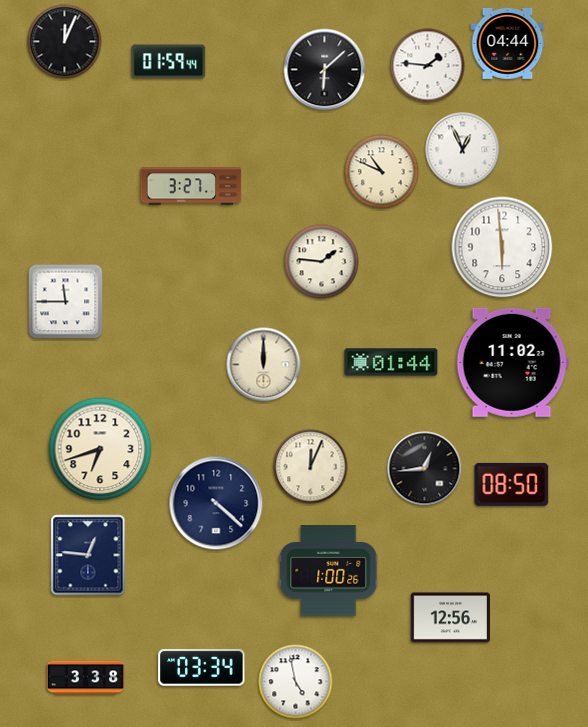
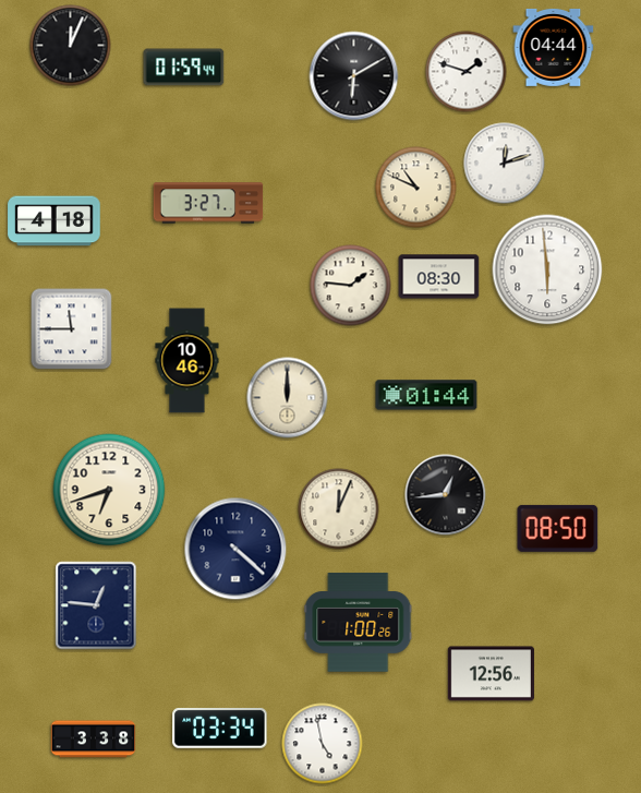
clock at (428, 66): 1:46 -> 1:48
clock at (325, 70): 6:08 -> 6:10
clock at (463, 150): 12:56 -> 12:12
clock at (55, 221): none -> 4:18
clock at (439, 277): none -> 08:30
clock at (188, 361): none -> 10:46
clock at (512, 362): 11:02 -> none
clock at (425, 469) position: (425, 469) -> (446, 495)
